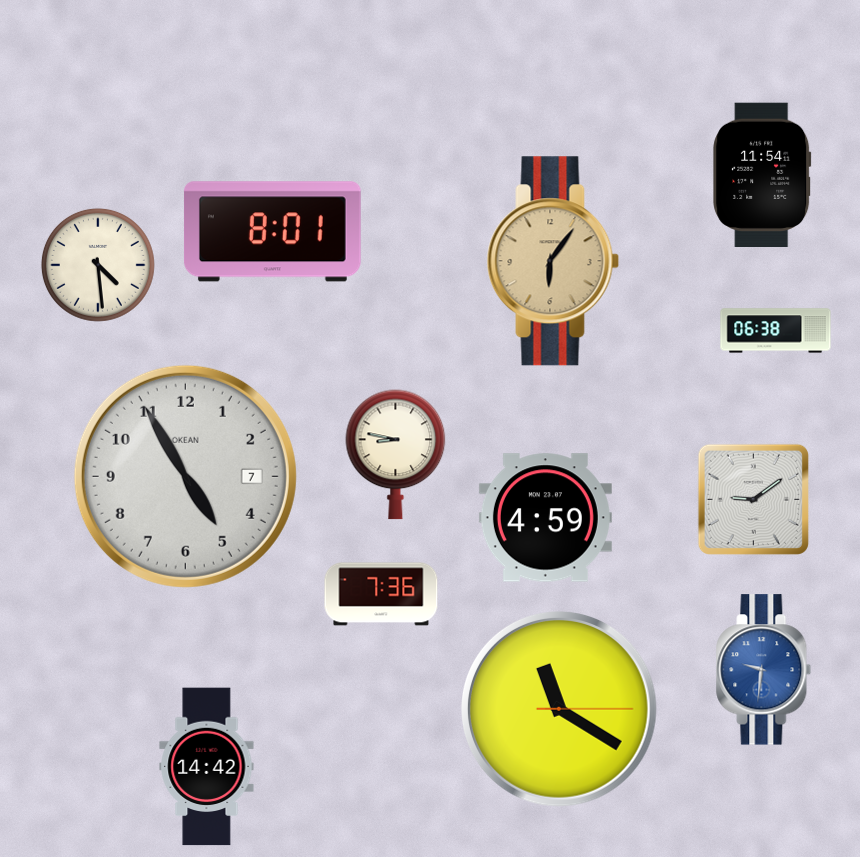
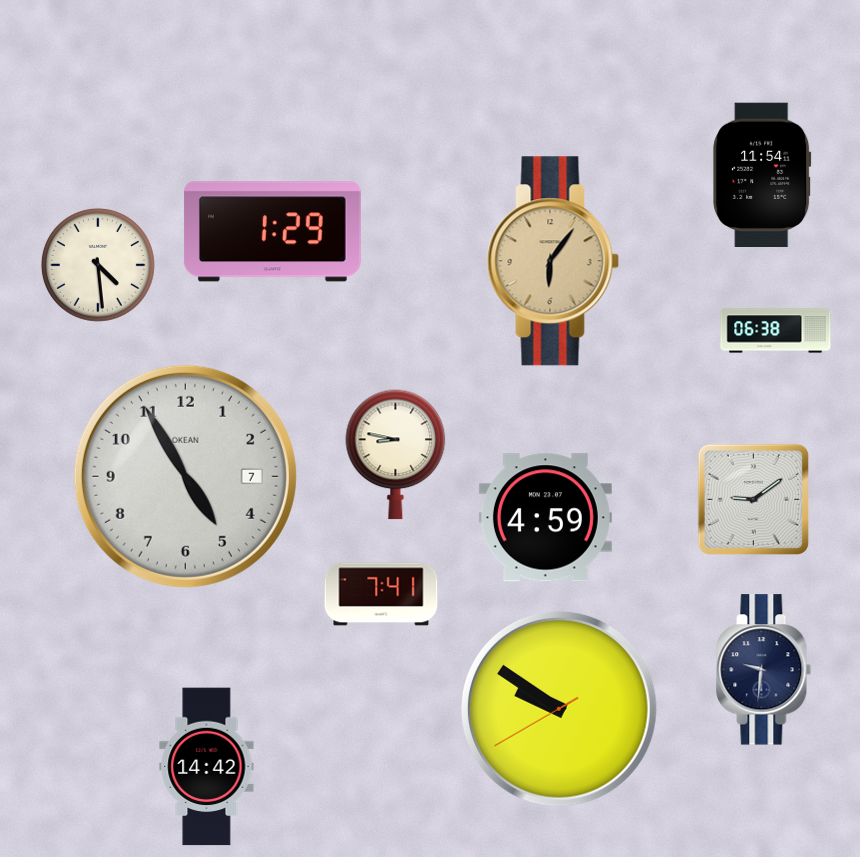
clock at (272, 232): 8:01 -> 1:29
clock at (381, 594): 7:36 -> 7:41
clock at (764, 670) dial: blue -> navy
clock at (560, 710): 11:20 -> 9:50
